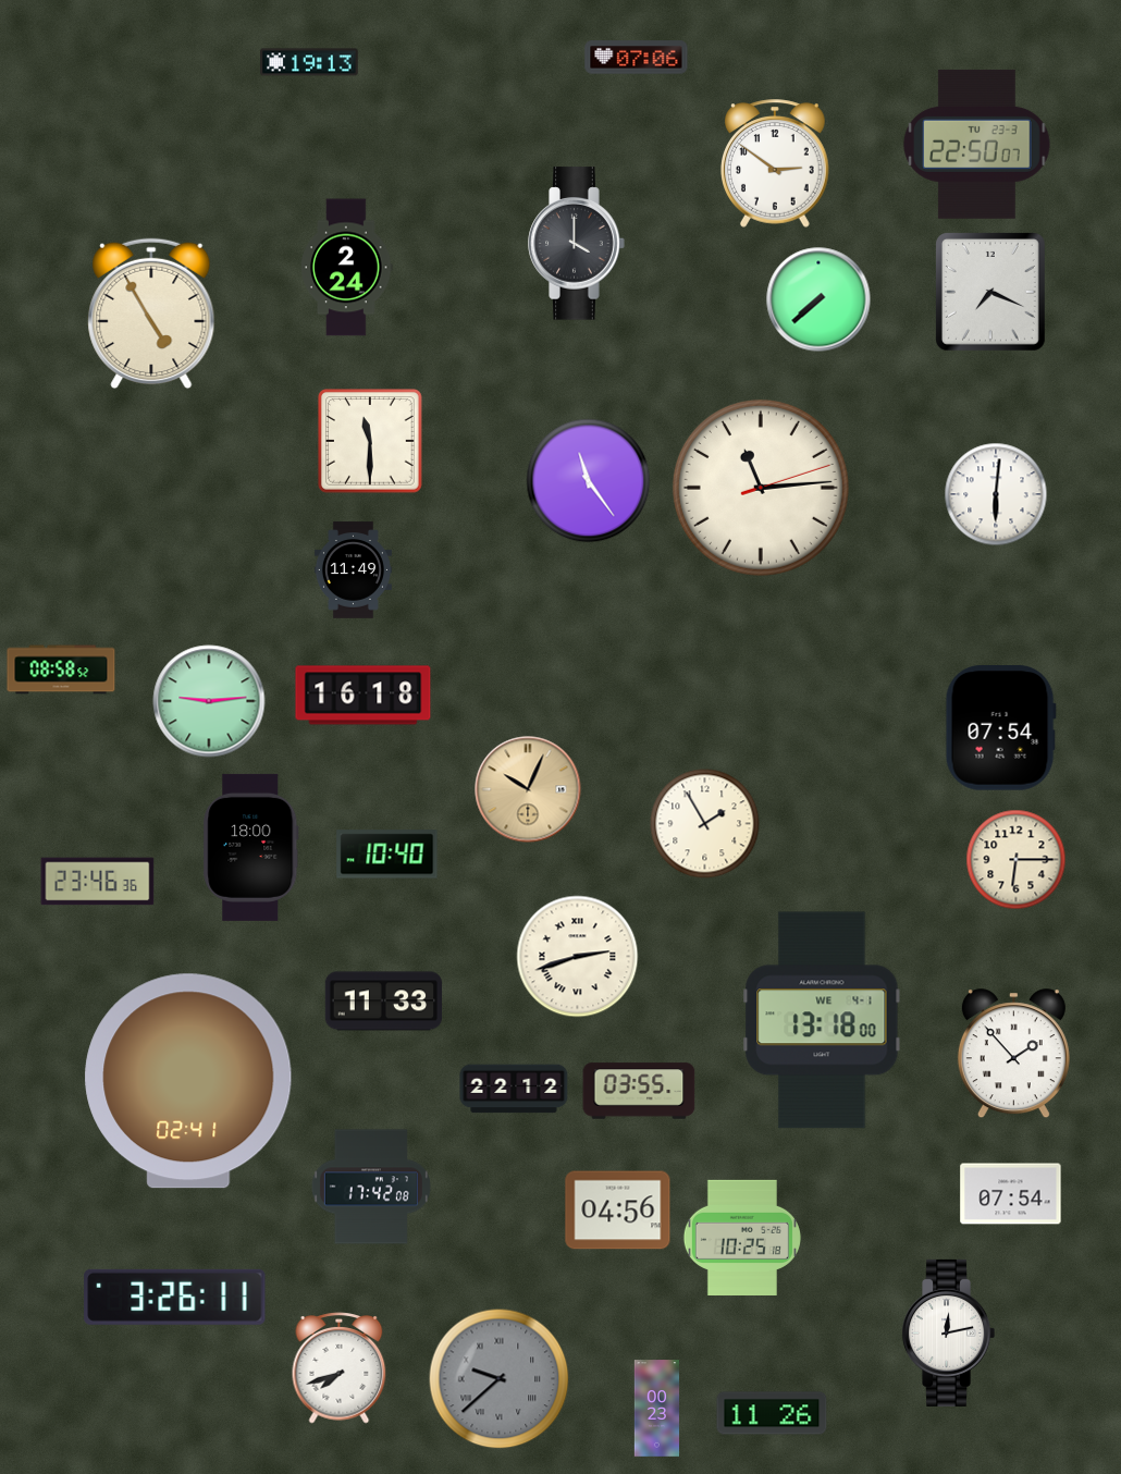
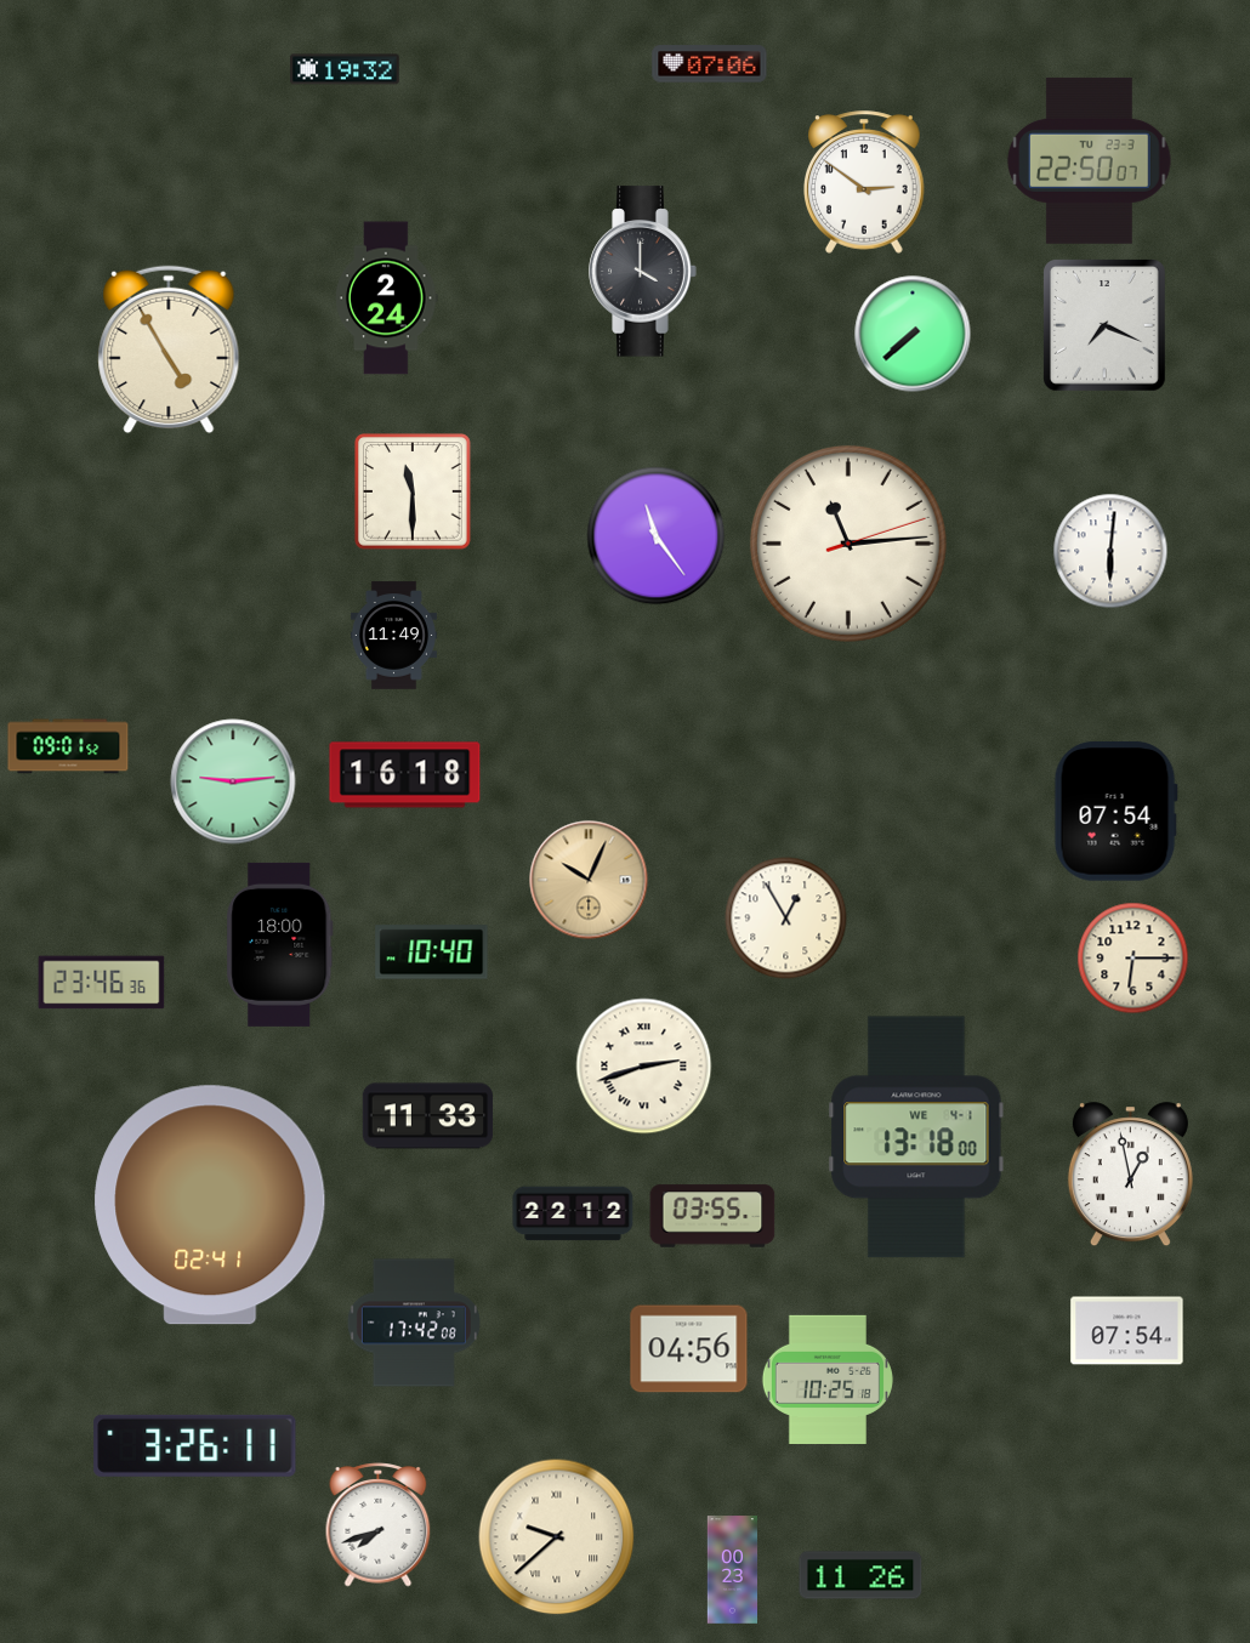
clock at (309, 62): 19:13 -> 19:32
clock at (61, 670): 08:58 -> 09:01
clock at (705, 824): 1:55 -> 12:55
clock at (98, 882) position: (98, 882) -> (102, 983)
clock at (1013, 1054): 1:53 -> 12:58
clock at (948, 1332): 12:13 -> none
clock at (500, 1379) dial: grey -> cream
